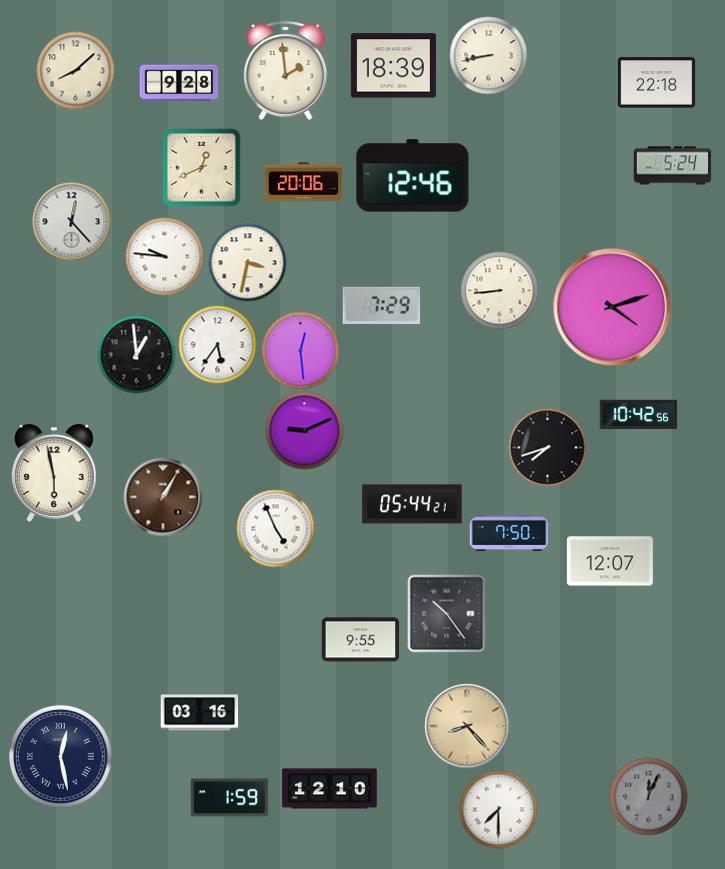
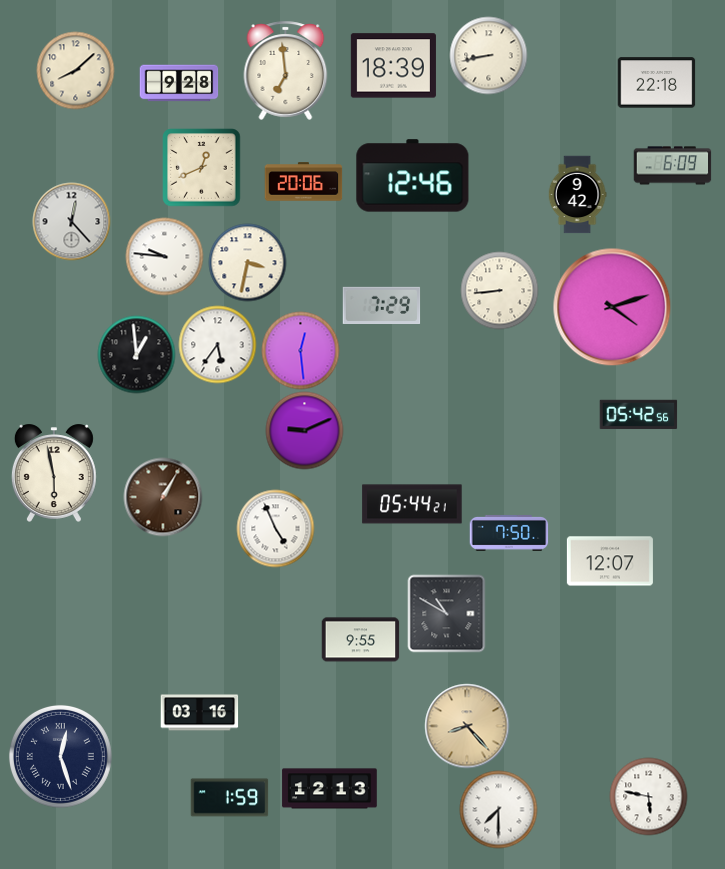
clock at (286, 70): 1:59 -> 6:59
clock at (672, 166): 5:24 -> 6:09
clock at (577, 194): none -> 9:42
clock at (638, 415): 10:42 -> 05:42
clock at (547, 447): 7:42 -> none
clock at (446, 613): 10:24 -> 10:50
clock at (60, 756): 12:28 -> 12:27
clock at (330, 789): 12:10 -> 12:13
clock at (648, 796): 12:04 -> 5:47
clock at (648, 796) dial: grey -> white
